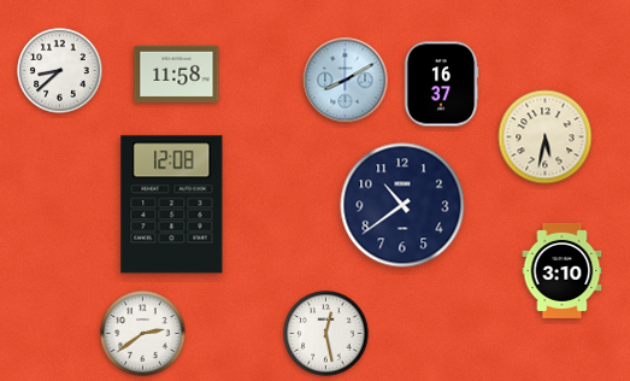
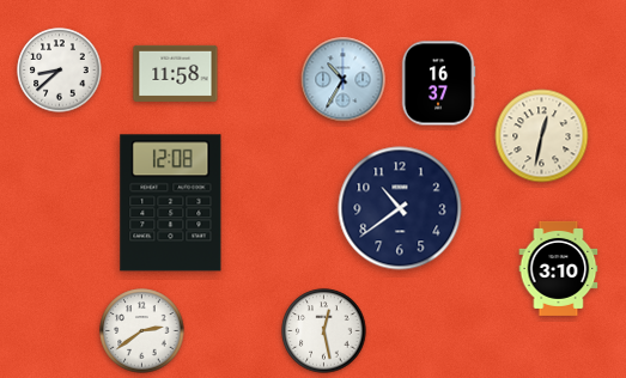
clock at (346, 81): 8:10 -> 10:35
clock at (546, 137): 5:32 -> 12:32
clock at (402, 205) position: (402, 205) -> (400, 208)
